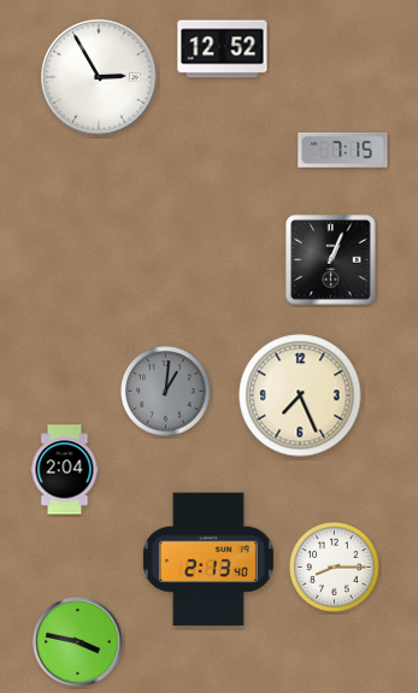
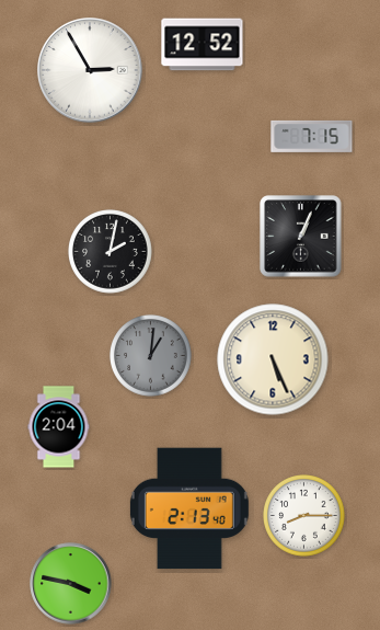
clock at (111, 252): none -> 2:02
clock at (300, 395): 7:26 -> 5:26
